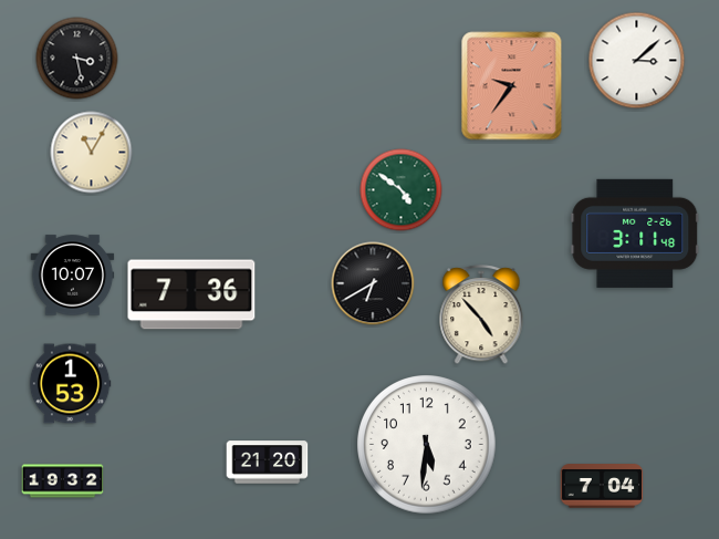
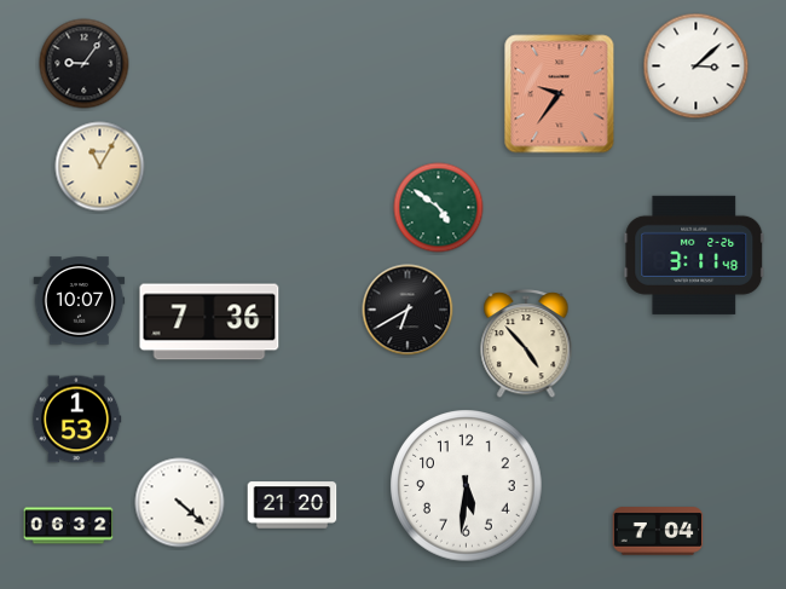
clock at (77, 59): 3:28 -> 9:06
clock at (180, 503): none -> 4:22
clock at (63, 481): 19:32 -> 06:32
